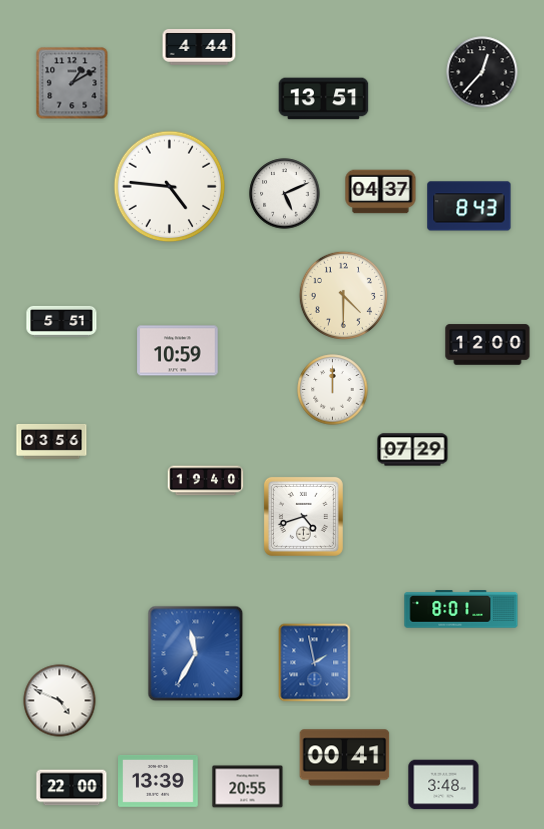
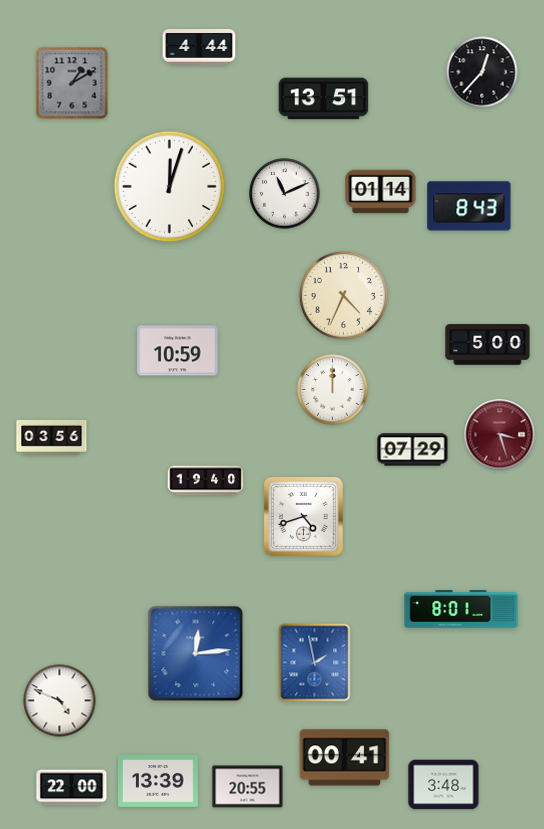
clock at (170, 187): 4:46 -> 12:03
clock at (381, 192): 04:37 -> 01:14
clock at (285, 194): 5:11 -> 11:11
clock at (343, 295): 4:30 -> 4:34
clock at (62, 321): 5:51 -> none
clock at (488, 345): 12:00 -> 5:00
clock at (500, 435): none -> 3:27
clock at (52, 441) position: (52, 441) -> (52, 437)
clock at (196, 654): 11:35 -> 12:14
